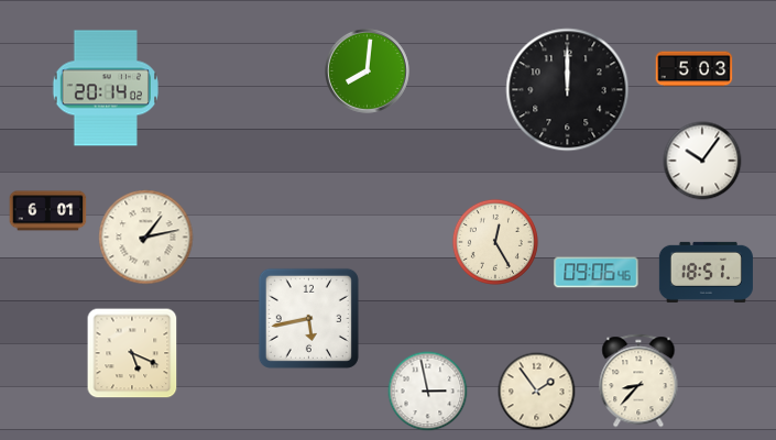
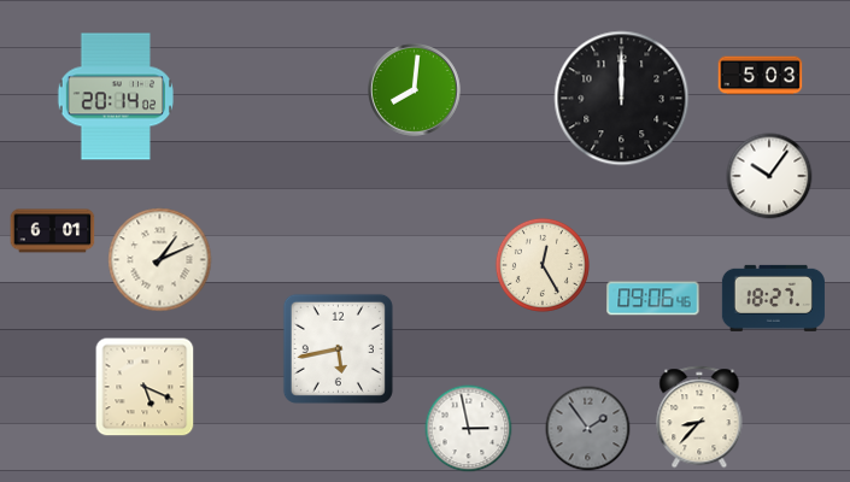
clock at (368, 71) position: (368, 71) -> (415, 90)
clock at (146, 238): 1:13 -> 1:11
clock at (706, 272): 18:51 -> 18:27
clock at (537, 392) dial: cream -> grey
